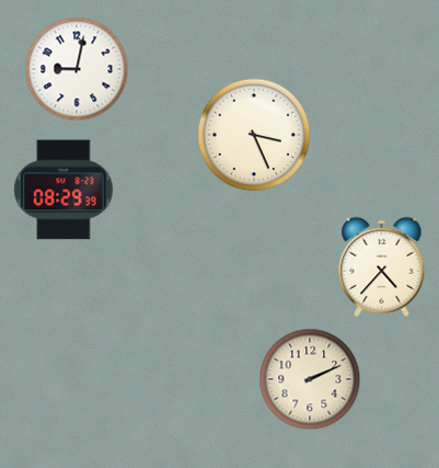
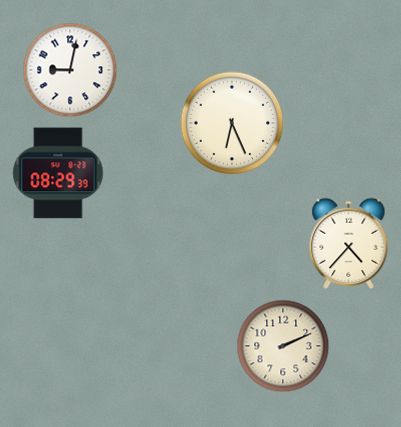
clock at (77, 69) position: (77, 69) -> (70, 70)
clock at (254, 135): 3:26 -> 6:26
